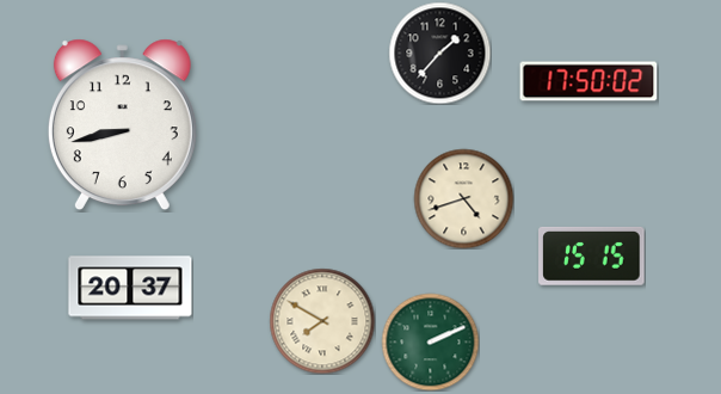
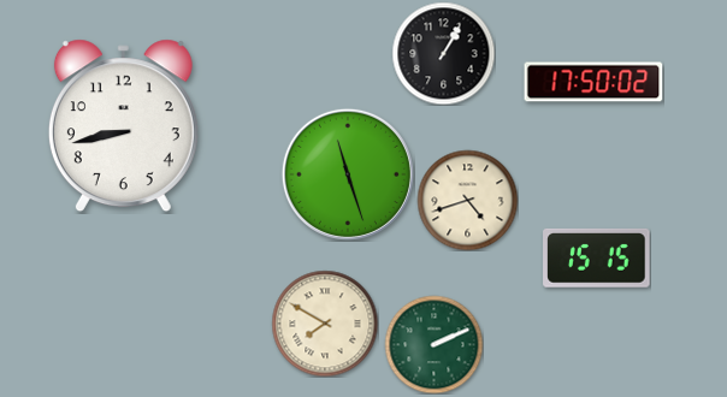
clock at (439, 53): 1:37 -> 1:05
clock at (348, 174): none -> 11:27
clock at (130, 288): 20:37 -> none
